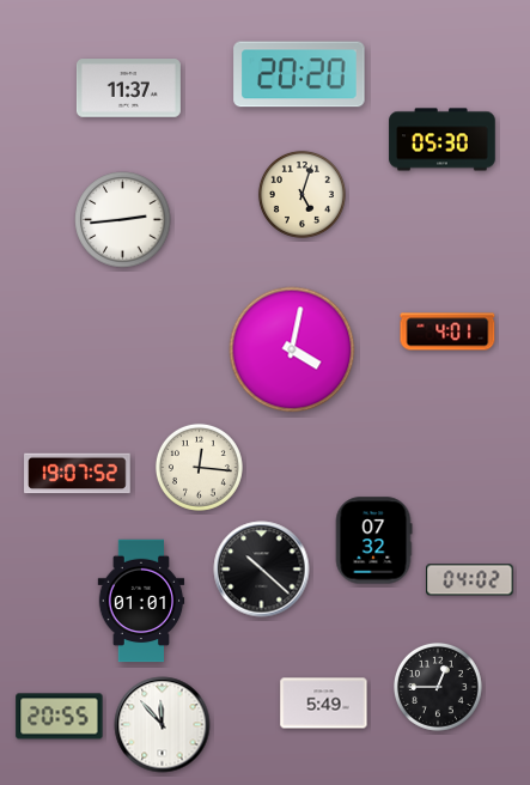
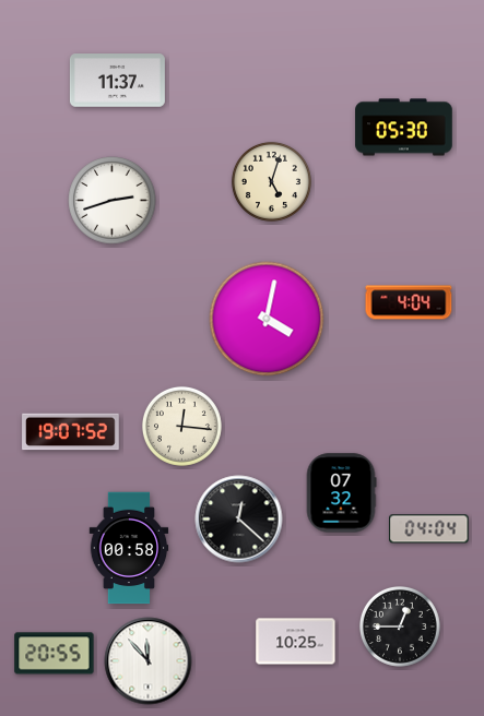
clock at (299, 74): 20:20 -> none
clock at (301, 194) position: (301, 194) -> (271, 181)
clock at (123, 220): 2:44 -> 2:42
clock at (447, 331): 4:01 -> 4:04
clock at (262, 570): 10:22 -> 12:22
clock at (470, 580): 04:02 -> 04:04
clock at (141, 601): 01:01 -> 00:58
clock at (324, 704): 5:49 -> 10:25
